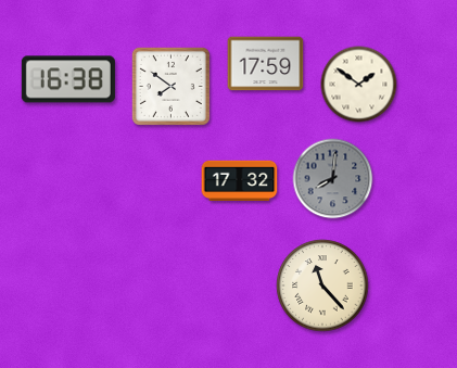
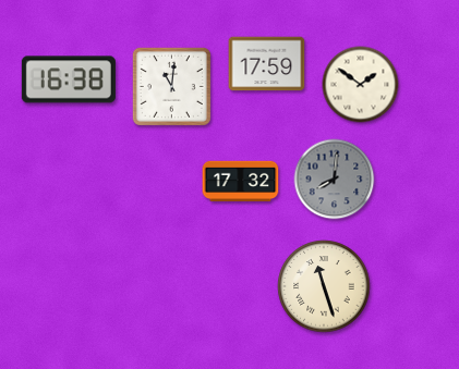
clock at (170, 86): 7:51 -> 11:01
clock at (322, 285): 11:23 -> 11:27
